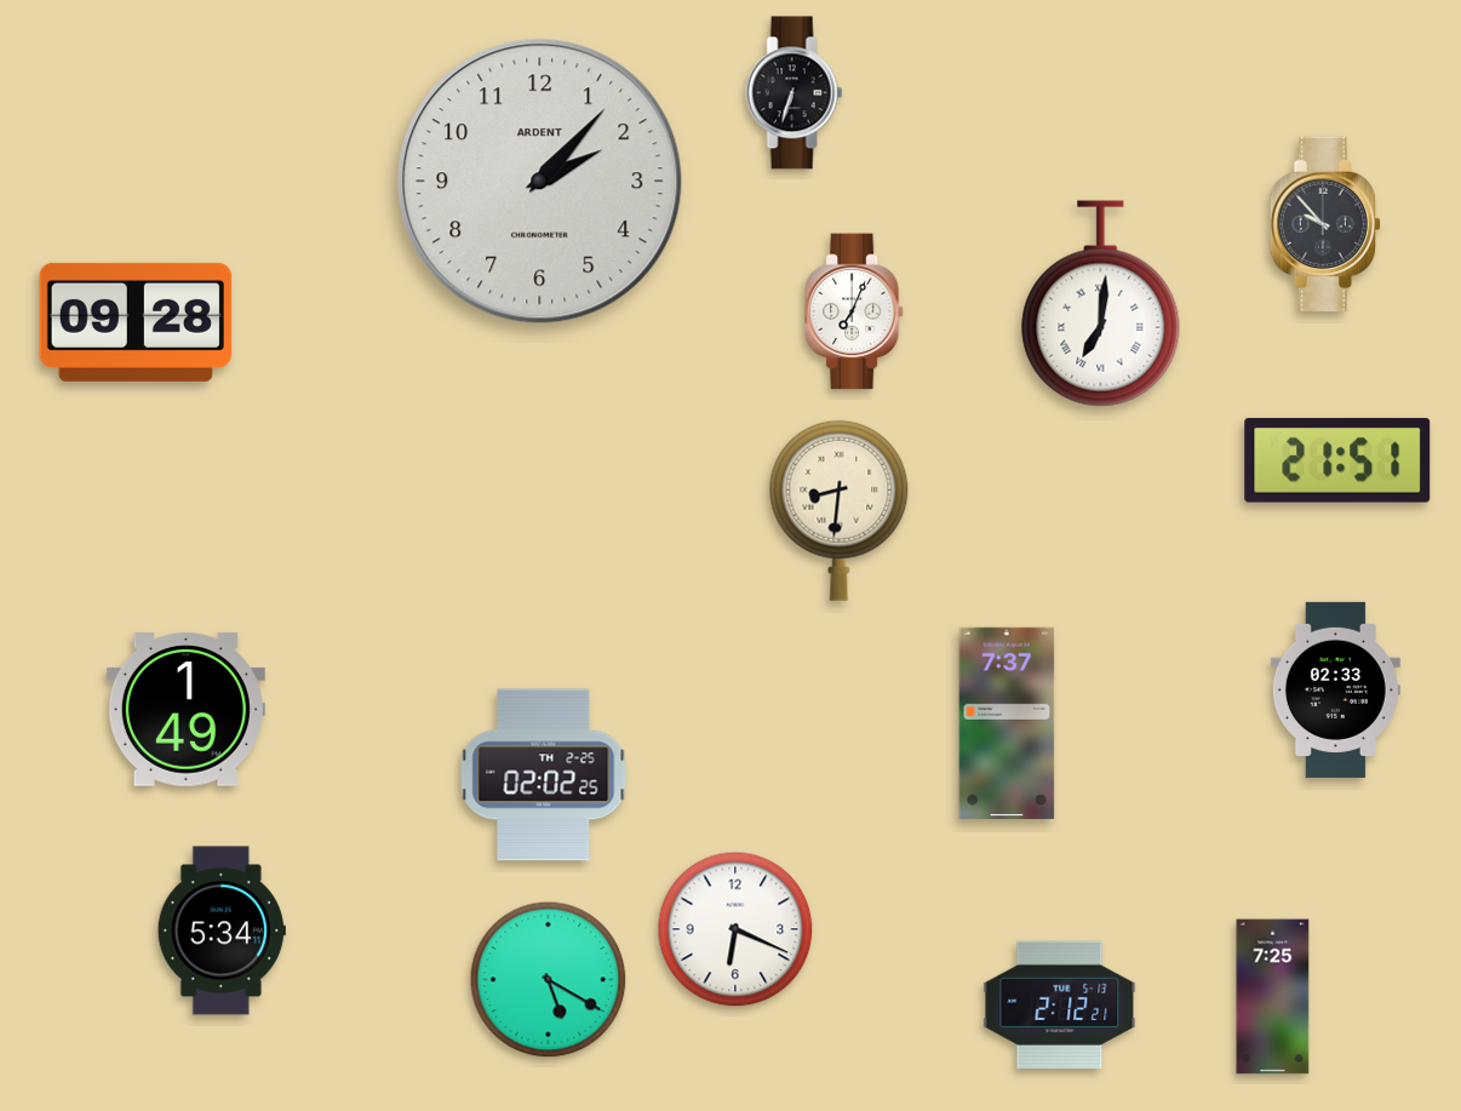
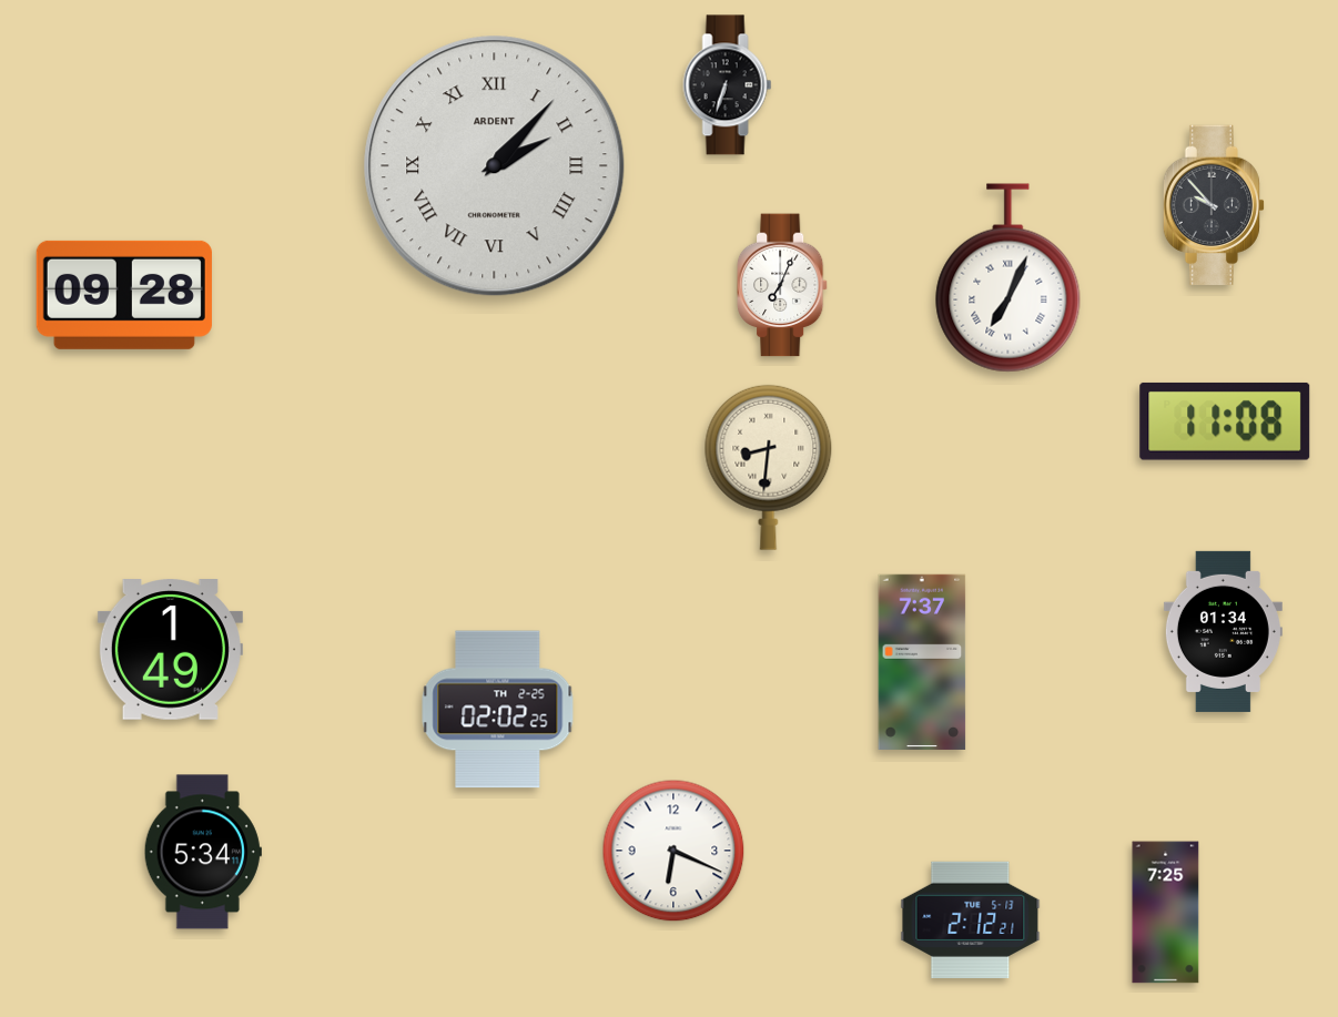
clock at (540, 182) numerals: Arabic -> Roman
clock at (1101, 304): 7:01 -> 7:04
clock at (1337, 460): 21:51 -> 11:08
clock at (1335, 689): 02:33 -> 01:34
clock at (549, 980): 5:20 -> none
